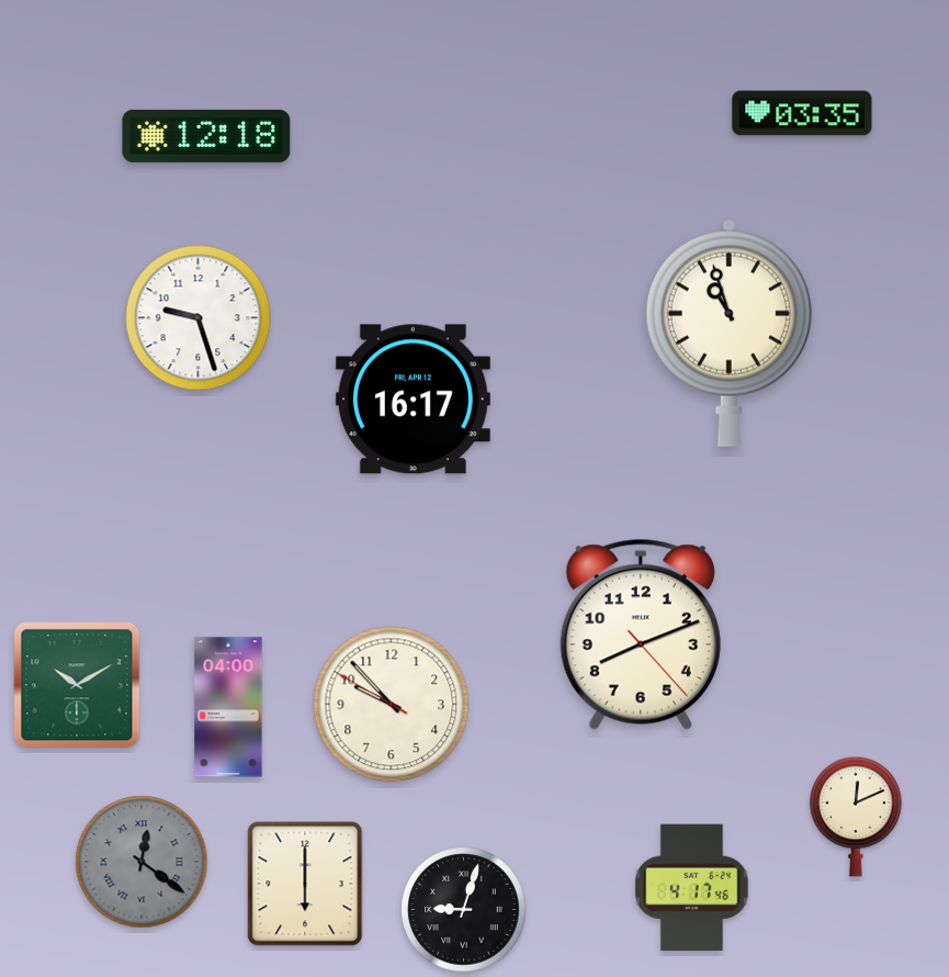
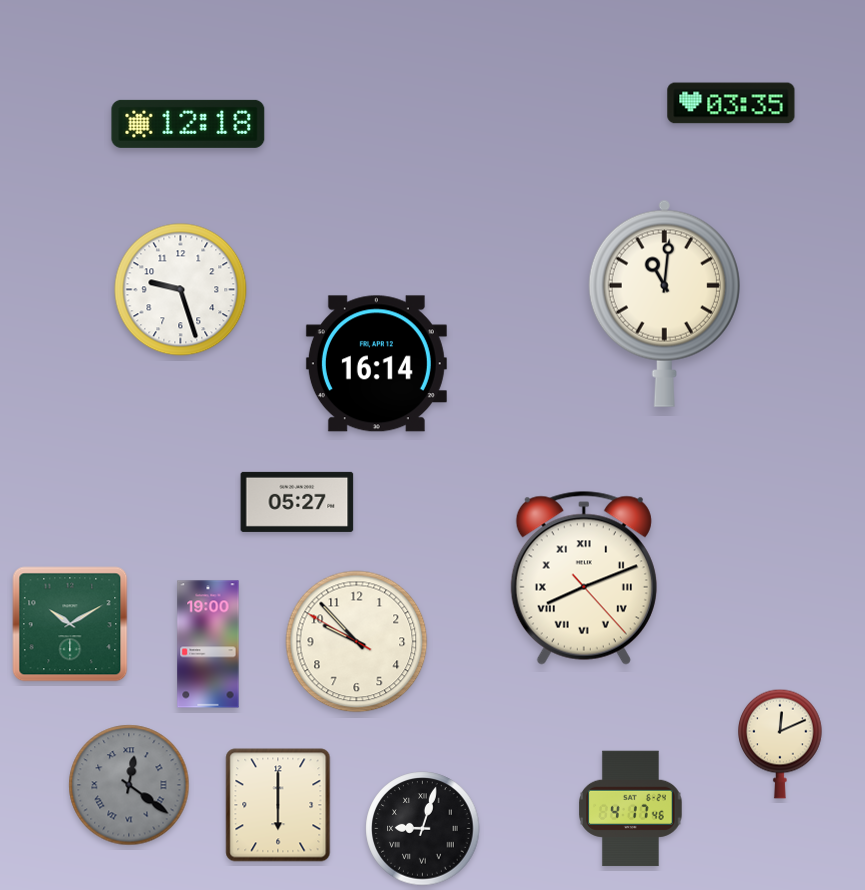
clock at (728, 333): 10:57 -> 11:01
clock at (413, 400): 16:17 -> 16:14
clock at (297, 502): none -> 05:27
clock at (641, 635) numerals: Arabic -> Roman
clock at (228, 707): 04:00 -> 19:00
